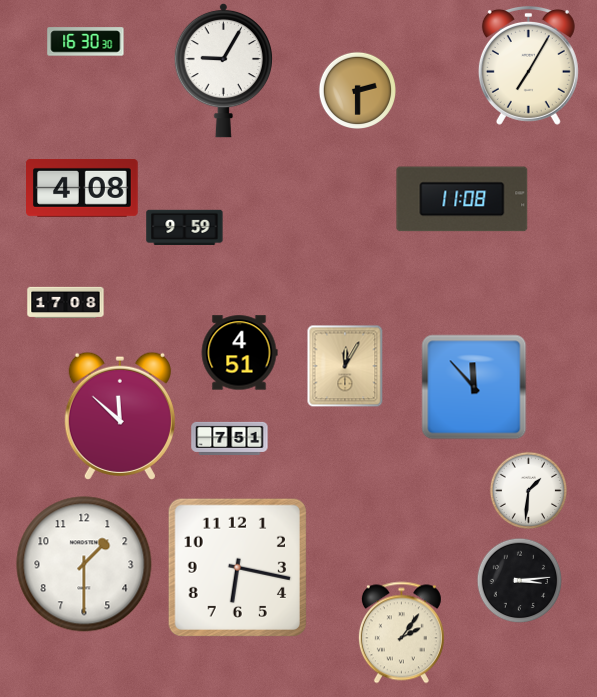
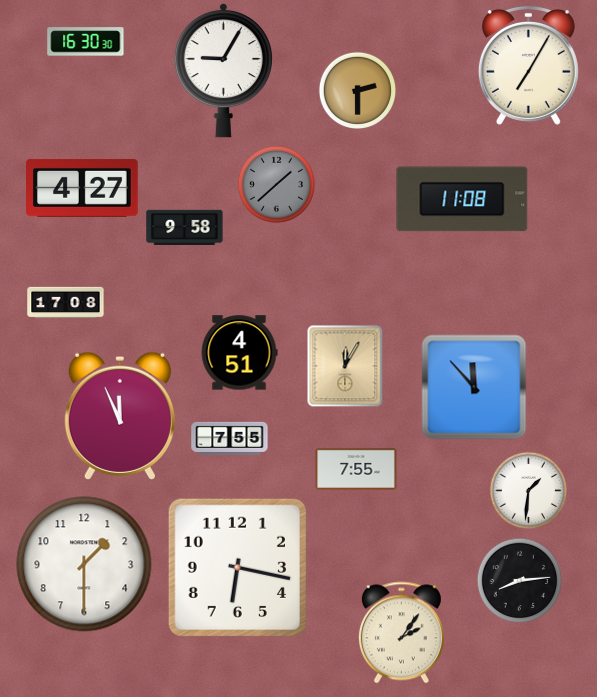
clock at (276, 184): none -> 1:38
clock at (82, 188): 4:08 -> 4:27
clock at (185, 227): 9:59 -> 9:58
clock at (120, 416): 11:52 -> 11:56
clock at (230, 438): 7:51 -> 7:55
clock at (356, 469): none -> 7:55
clock at (519, 580): 3:14 -> 8:14
